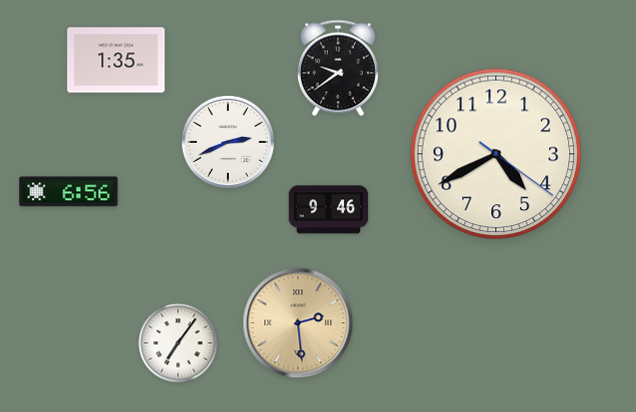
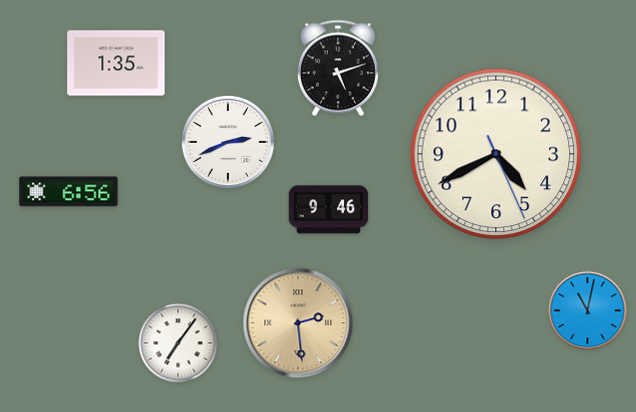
clock at (116, 60) position: (116, 60) -> (116, 63)
clock at (338, 68): 9:39 -> 5:12
clock at (496, 154): 4:40:21 -> 4:40:26
clock at (588, 311): none -> 11:02
